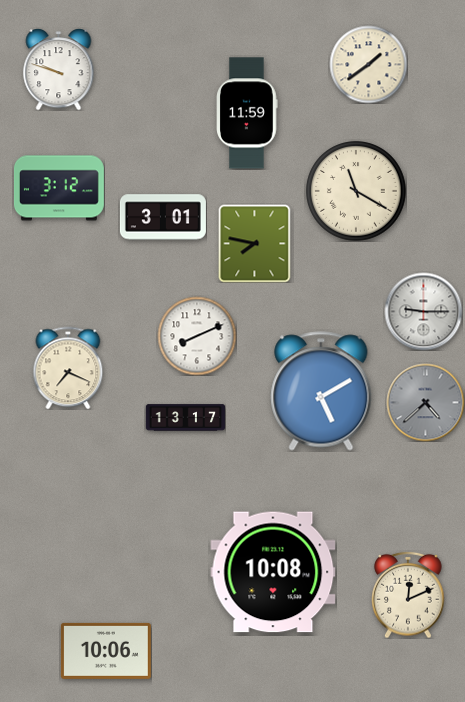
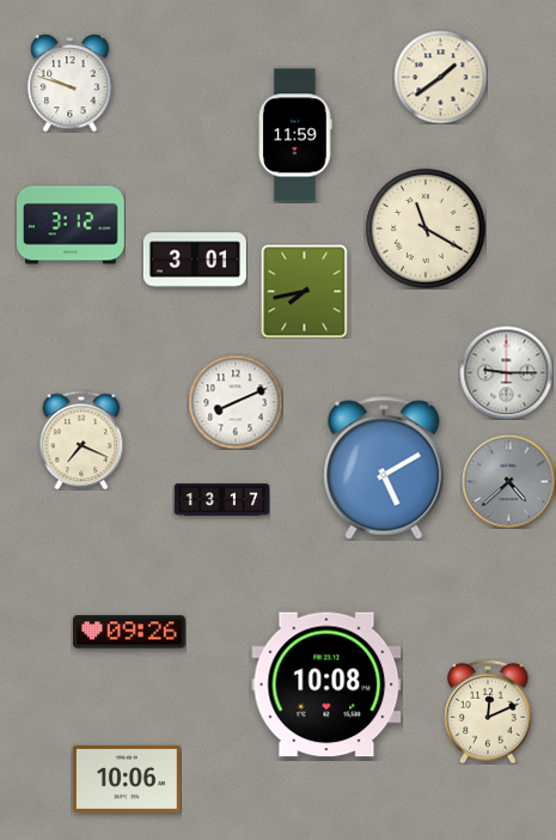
clock at (255, 243): 7:47 -> 7:43
clock at (129, 632): none -> 09:26
